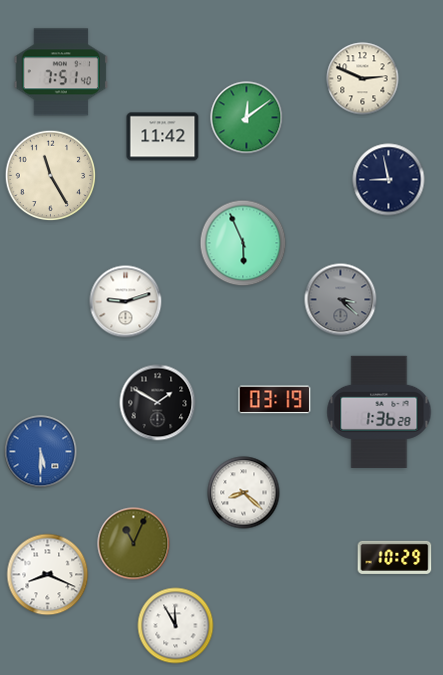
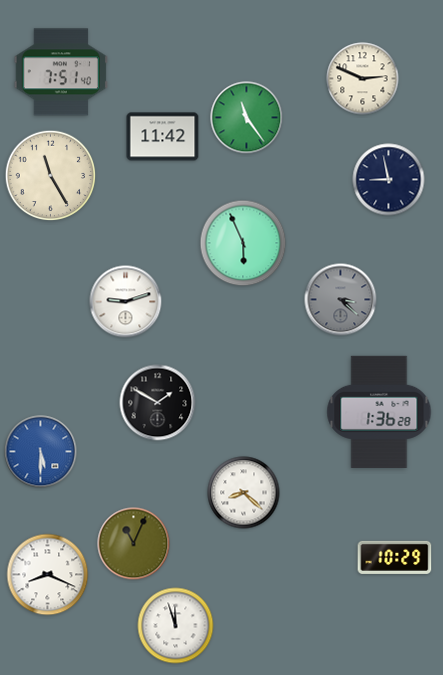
clock at (247, 118): 12:09 -> 11:24
clock at (275, 400): 03:19 -> none
clock at (176, 626): 11:55 -> 11:57
